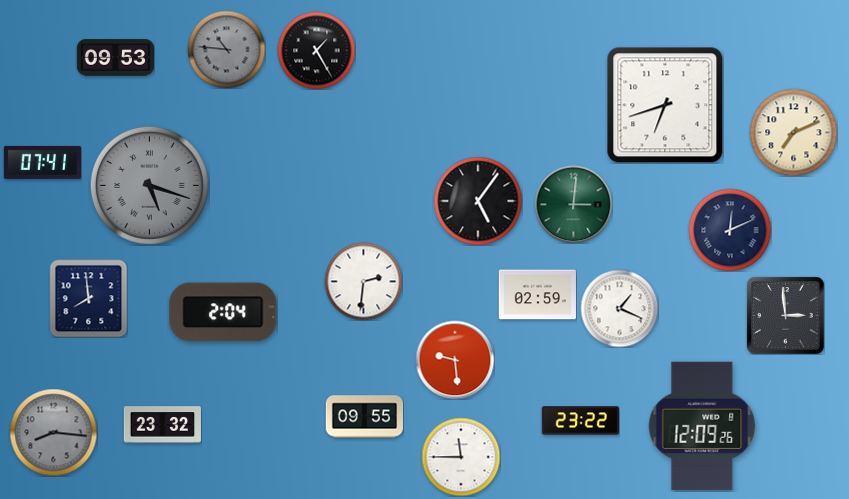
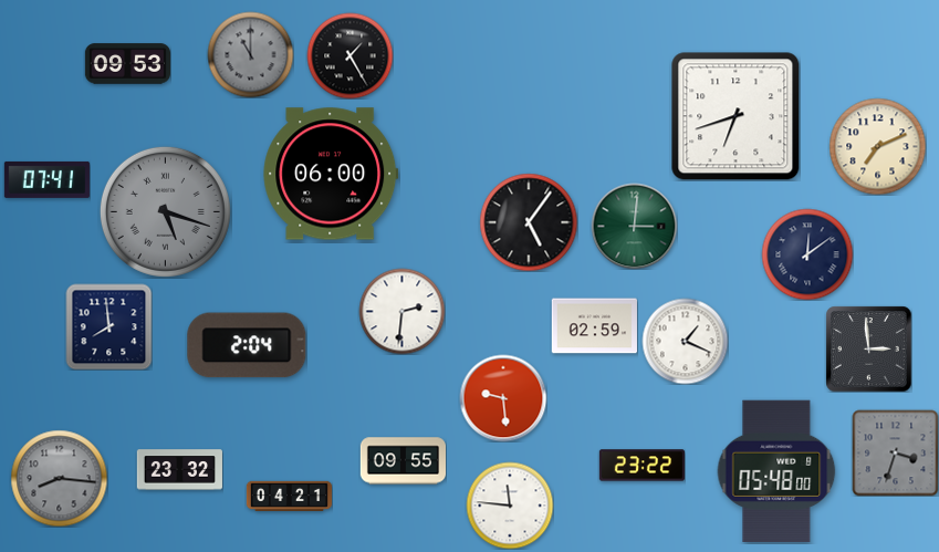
clock at (226, 49): 10:46 -> 11:00
clock at (331, 174): none -> 06:00
clock at (149, 185) position: (149, 185) -> (165, 211)
clock at (730, 230): 12:11 -> 12:09
clock at (88, 298) position: (88, 298) -> (108, 326)
clock at (895, 452): none -> 3:33
clock at (702, 426): 12:09 -> 05:48
clock at (289, 497): none -> 04:21
clock at (461, 457): 11:45 -> 11:46
